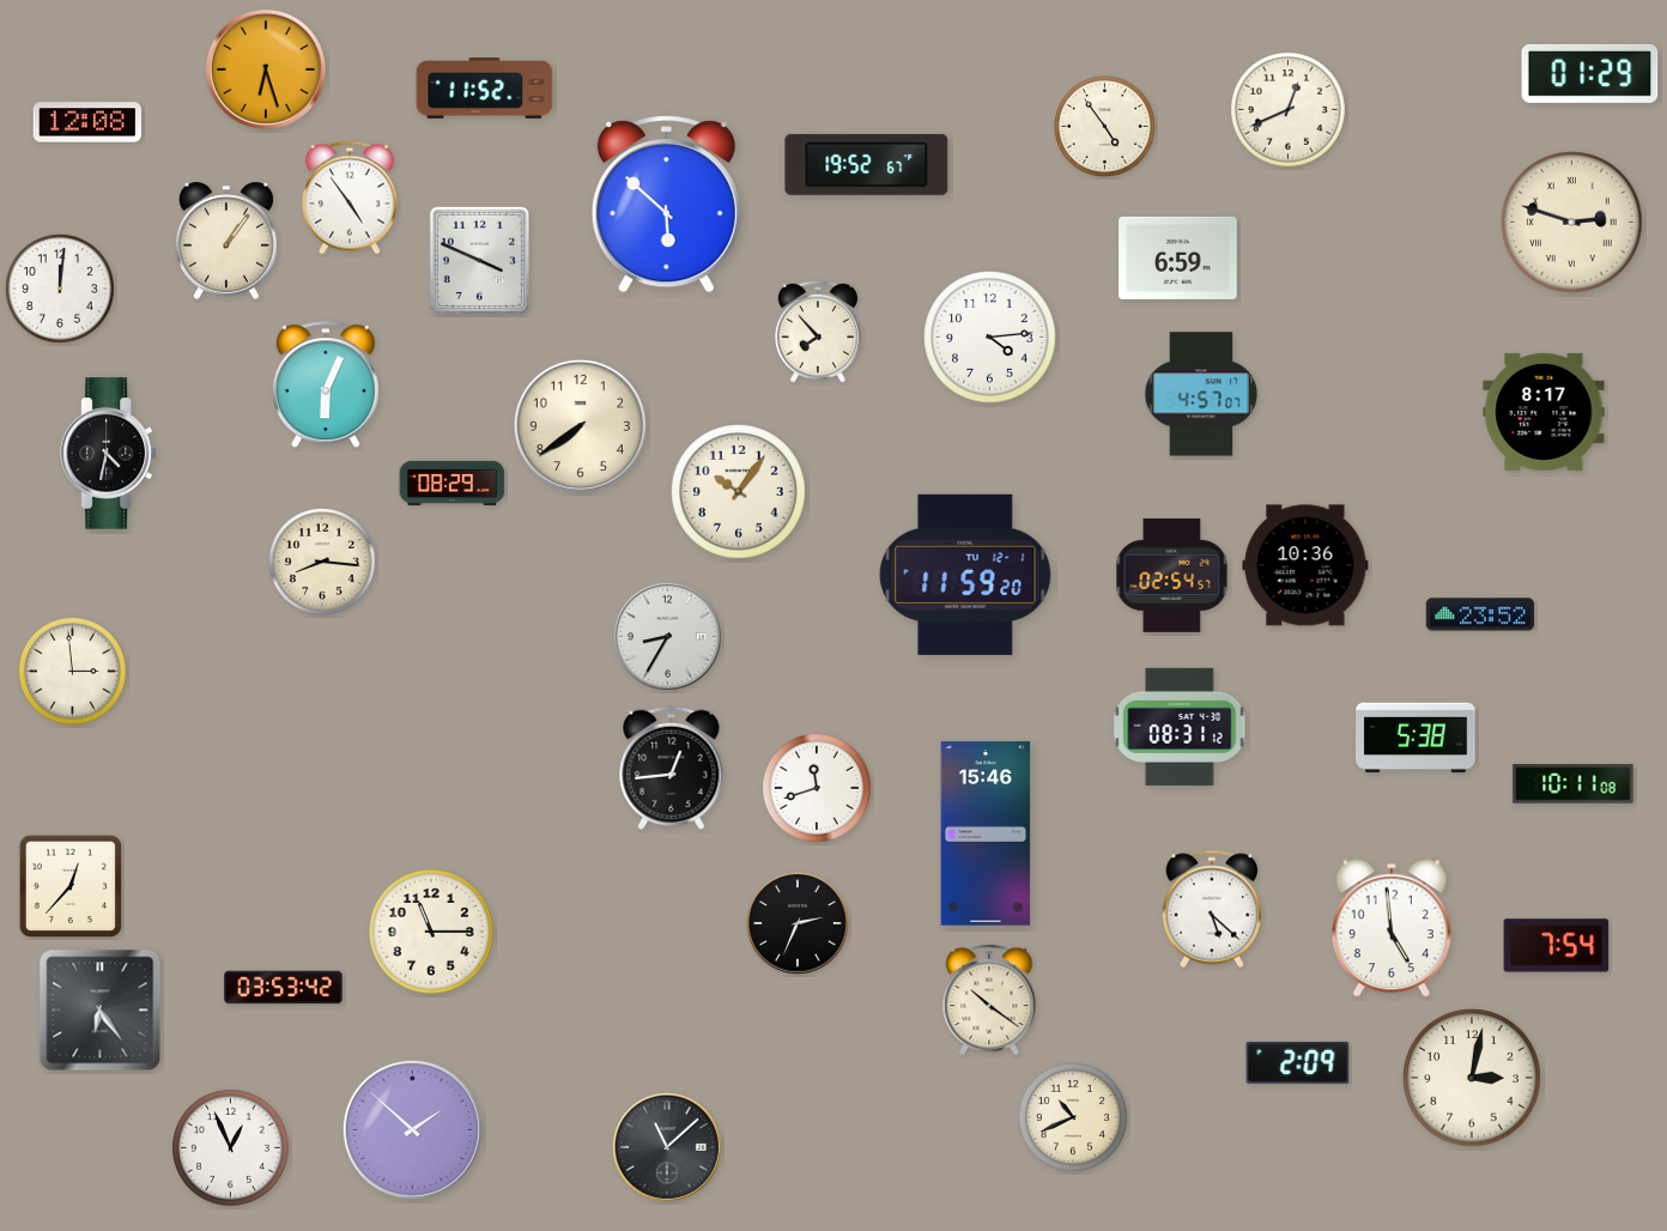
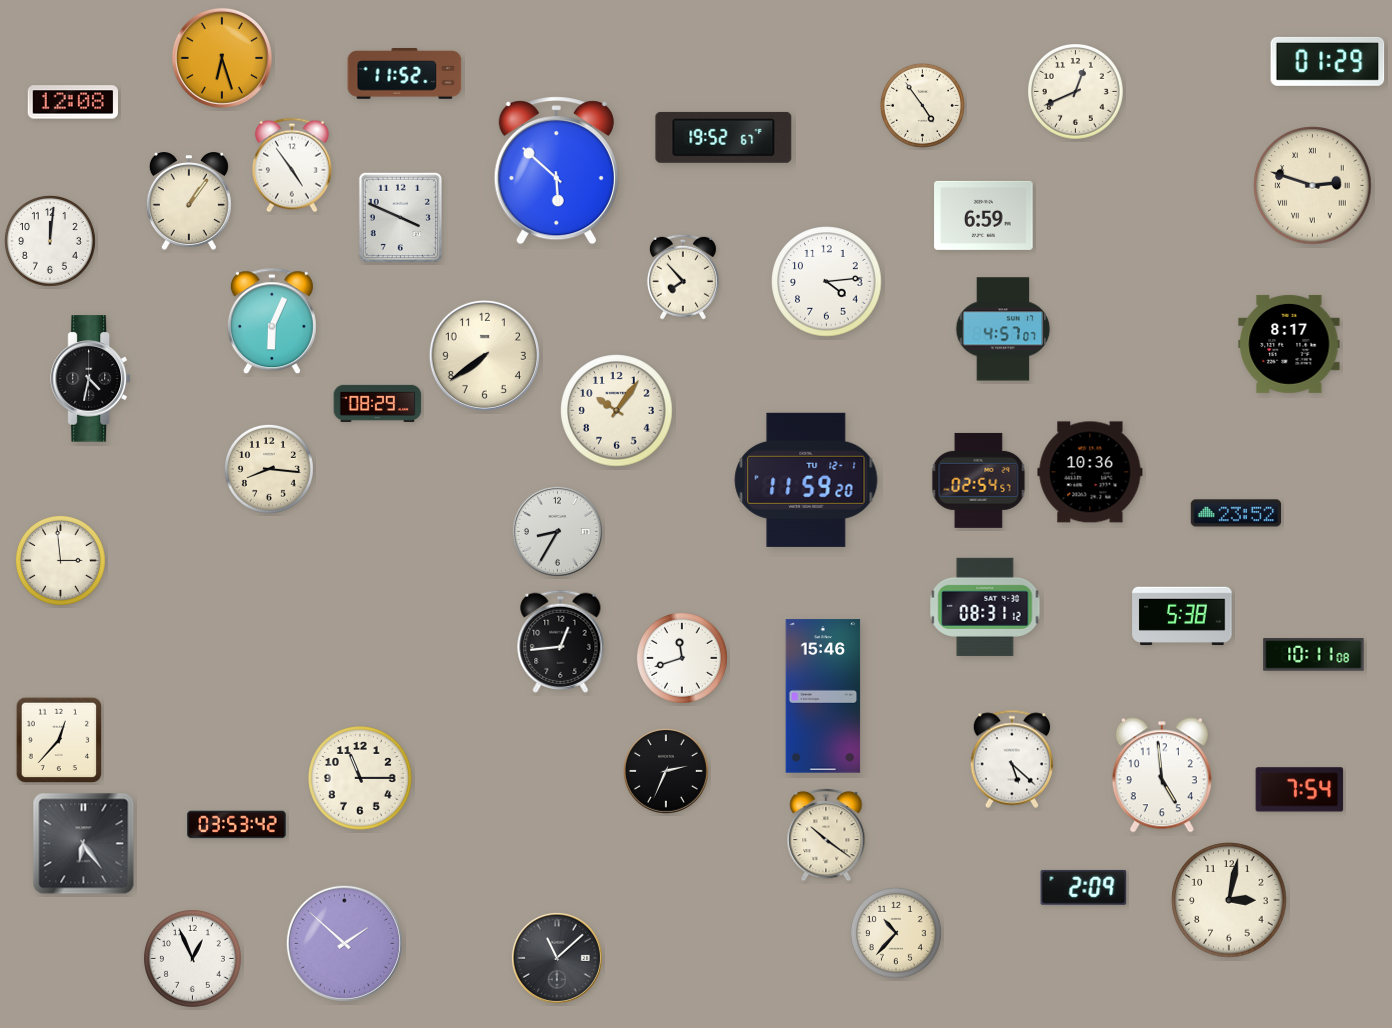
clock at (1073, 1117): 10:41 -> 10:37
